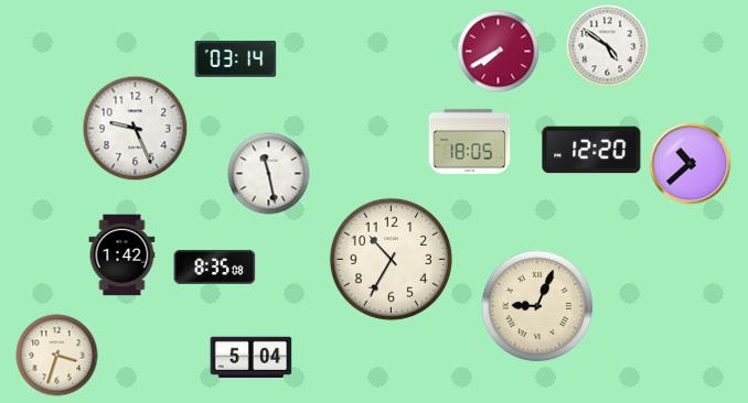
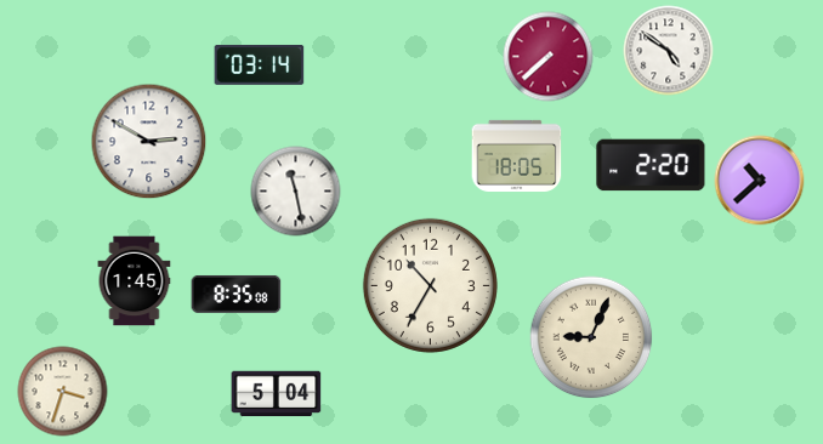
clock at (499, 52): 7:40 -> 7:38
clock at (136, 129): 9:26 -> 2:50
clock at (591, 150): 12:20 -> 2:20
clock at (122, 255): 1:42 -> 1:45
